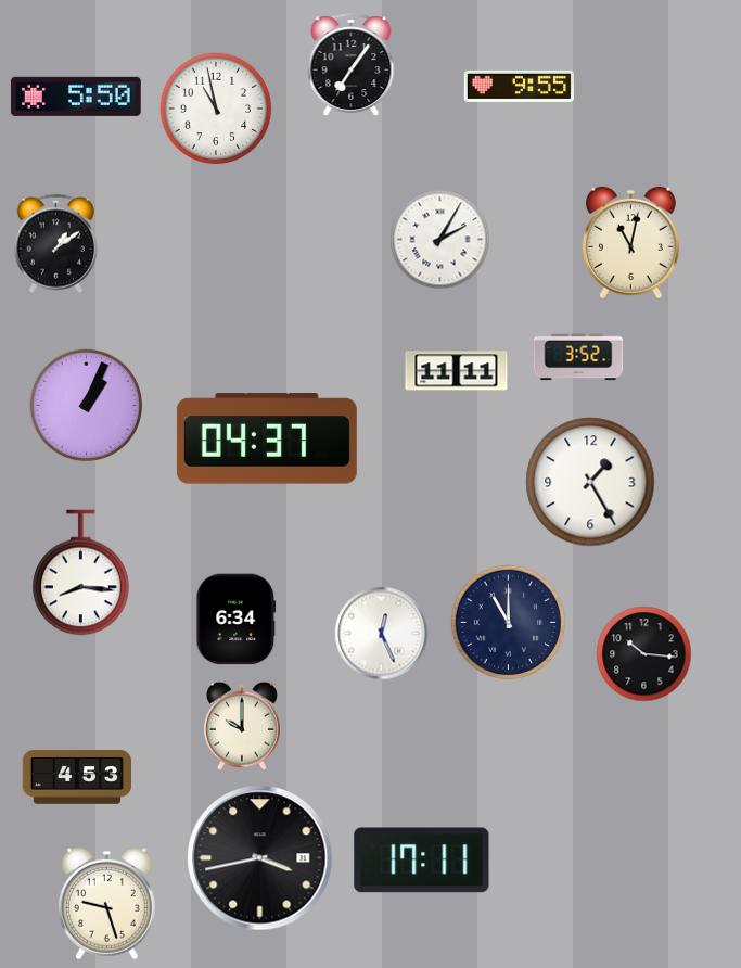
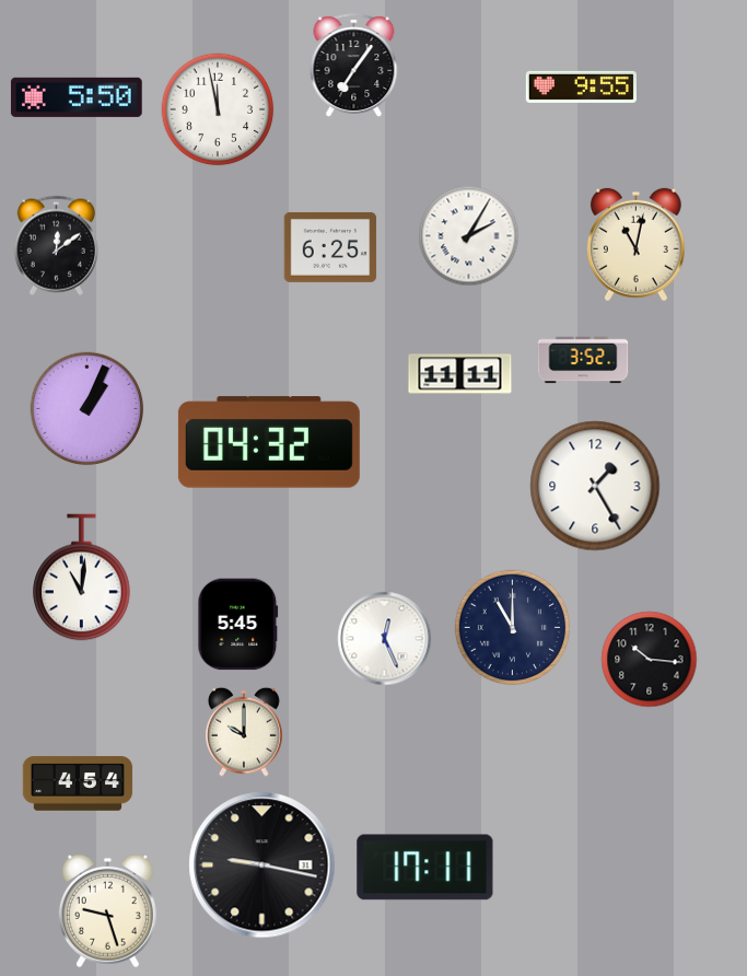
clock at (519, 86) position: (519, 86) -> (581, 86)
clock at (216, 109): 10:58 -> 11:58
clock at (440, 240) position: (440, 240) -> (469, 236)
clock at (55, 243): 1:09 -> 12:09
clock at (330, 247): none -> 6:25
clock at (267, 438): 04:37 -> 04:32
clock at (81, 573): 8:16 -> 11:01
clock at (237, 620): 6:34 -> 5:45
clock at (77, 777): 4:53 -> 4:54
clock at (260, 858): 3:43 -> 9:17
